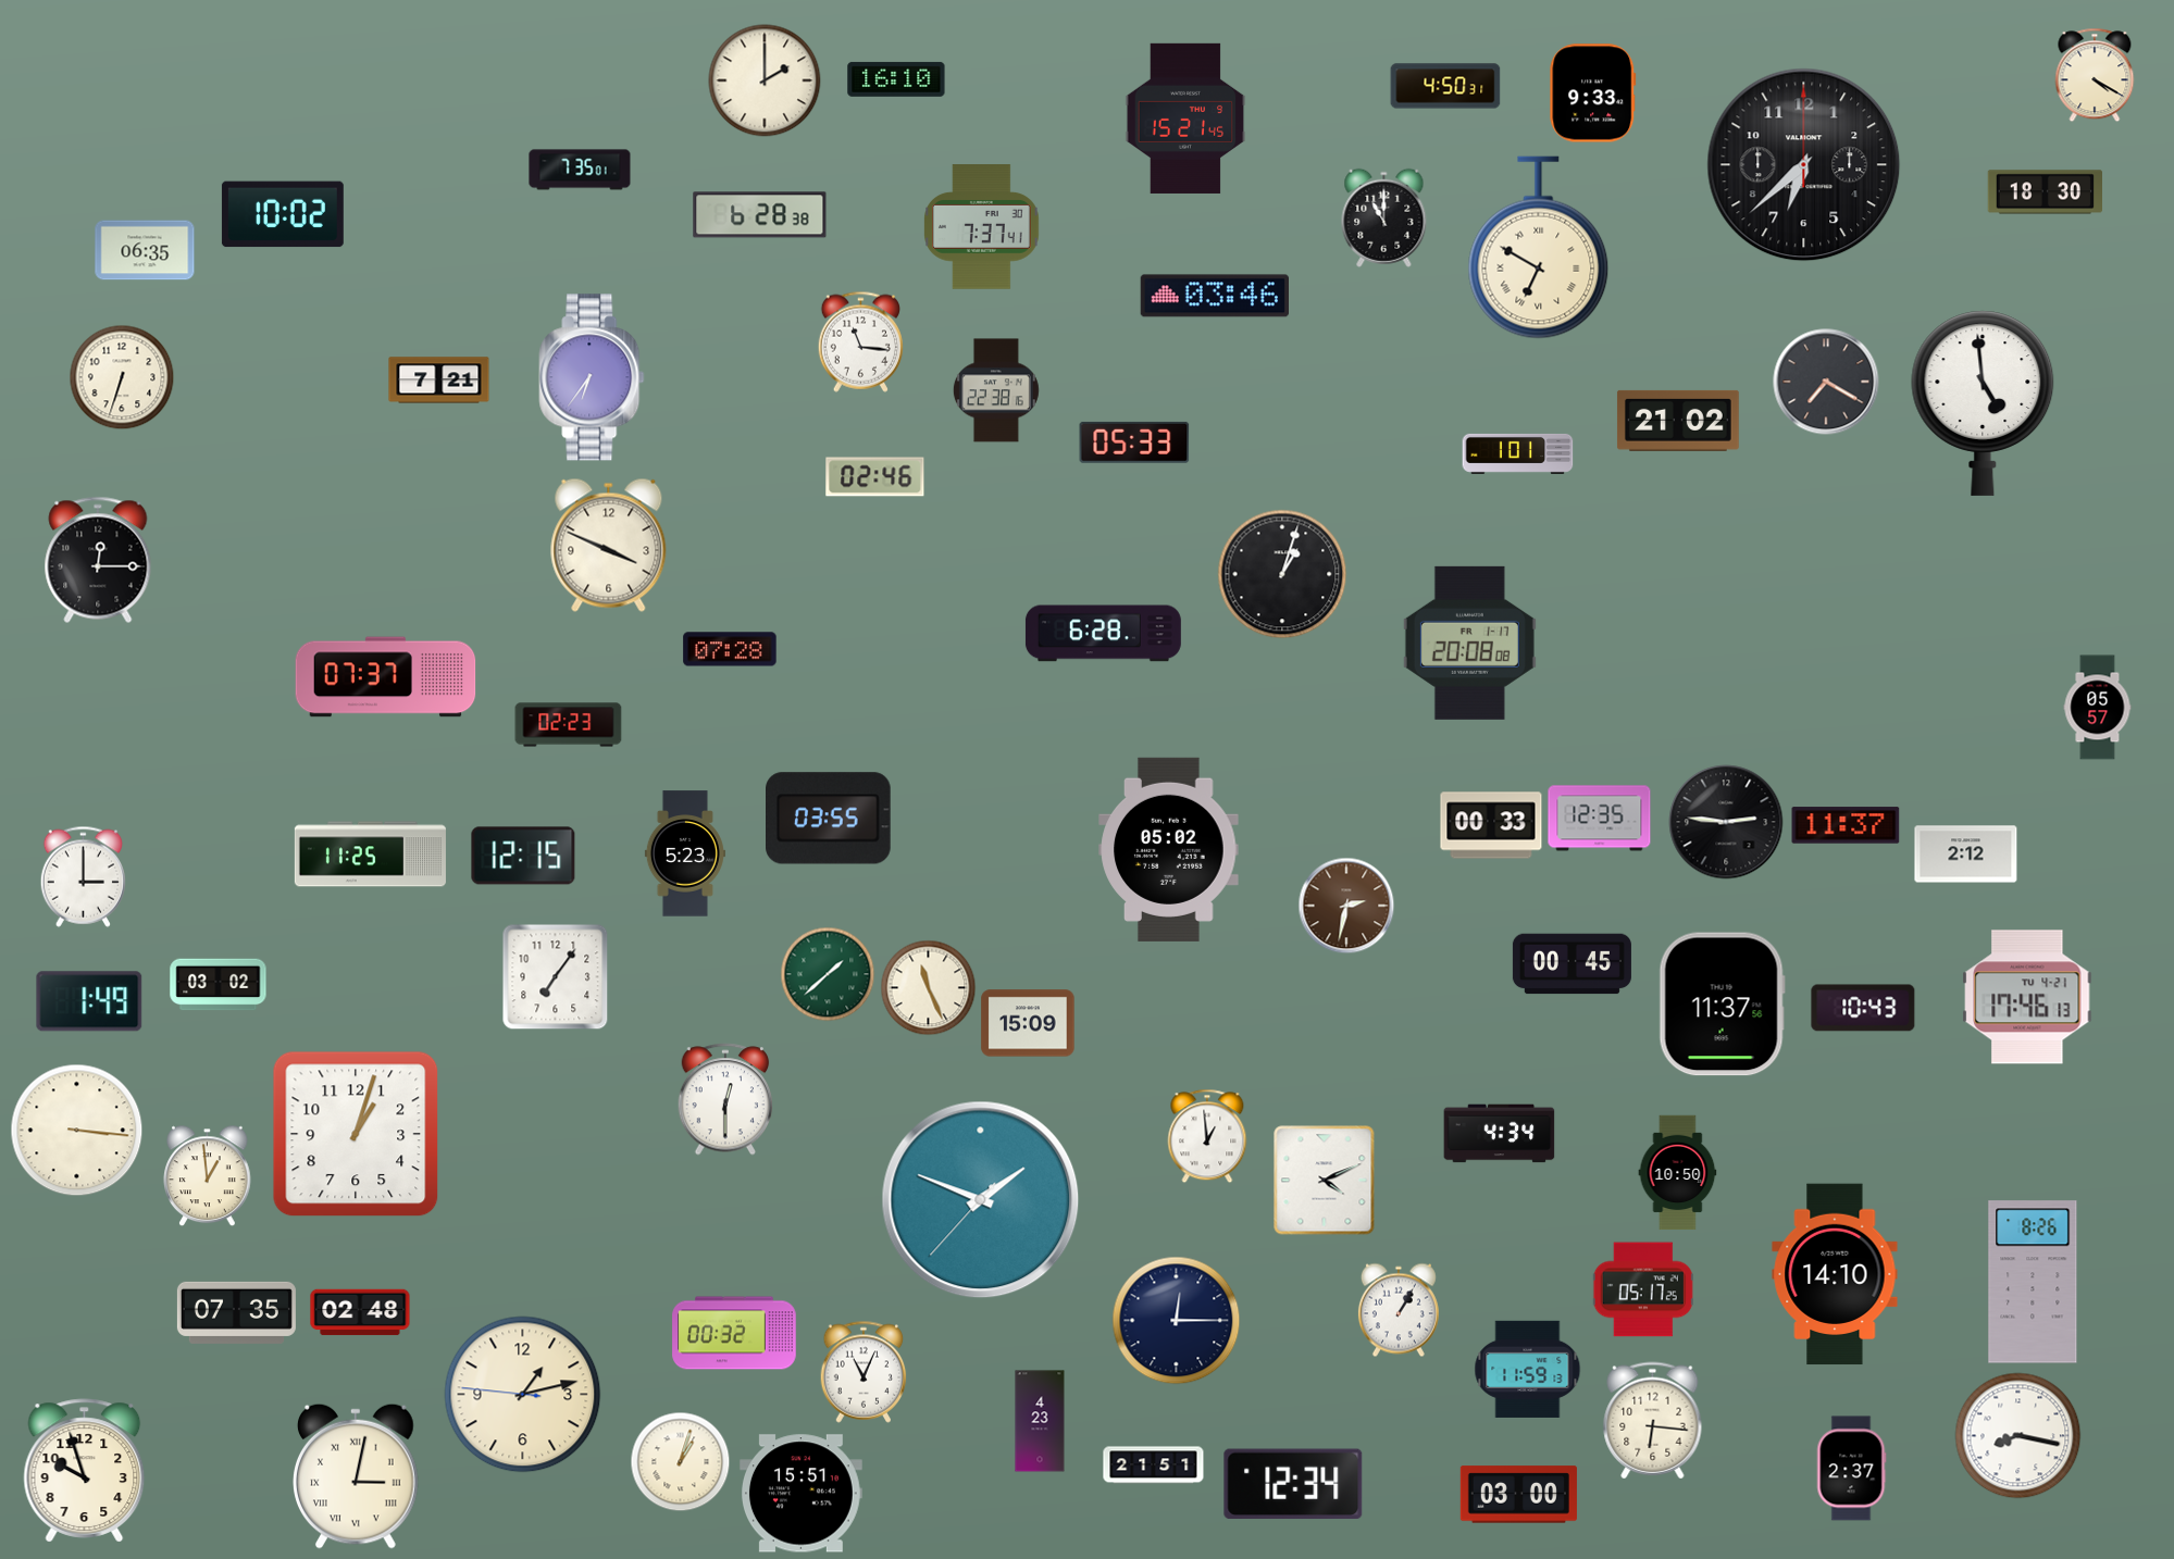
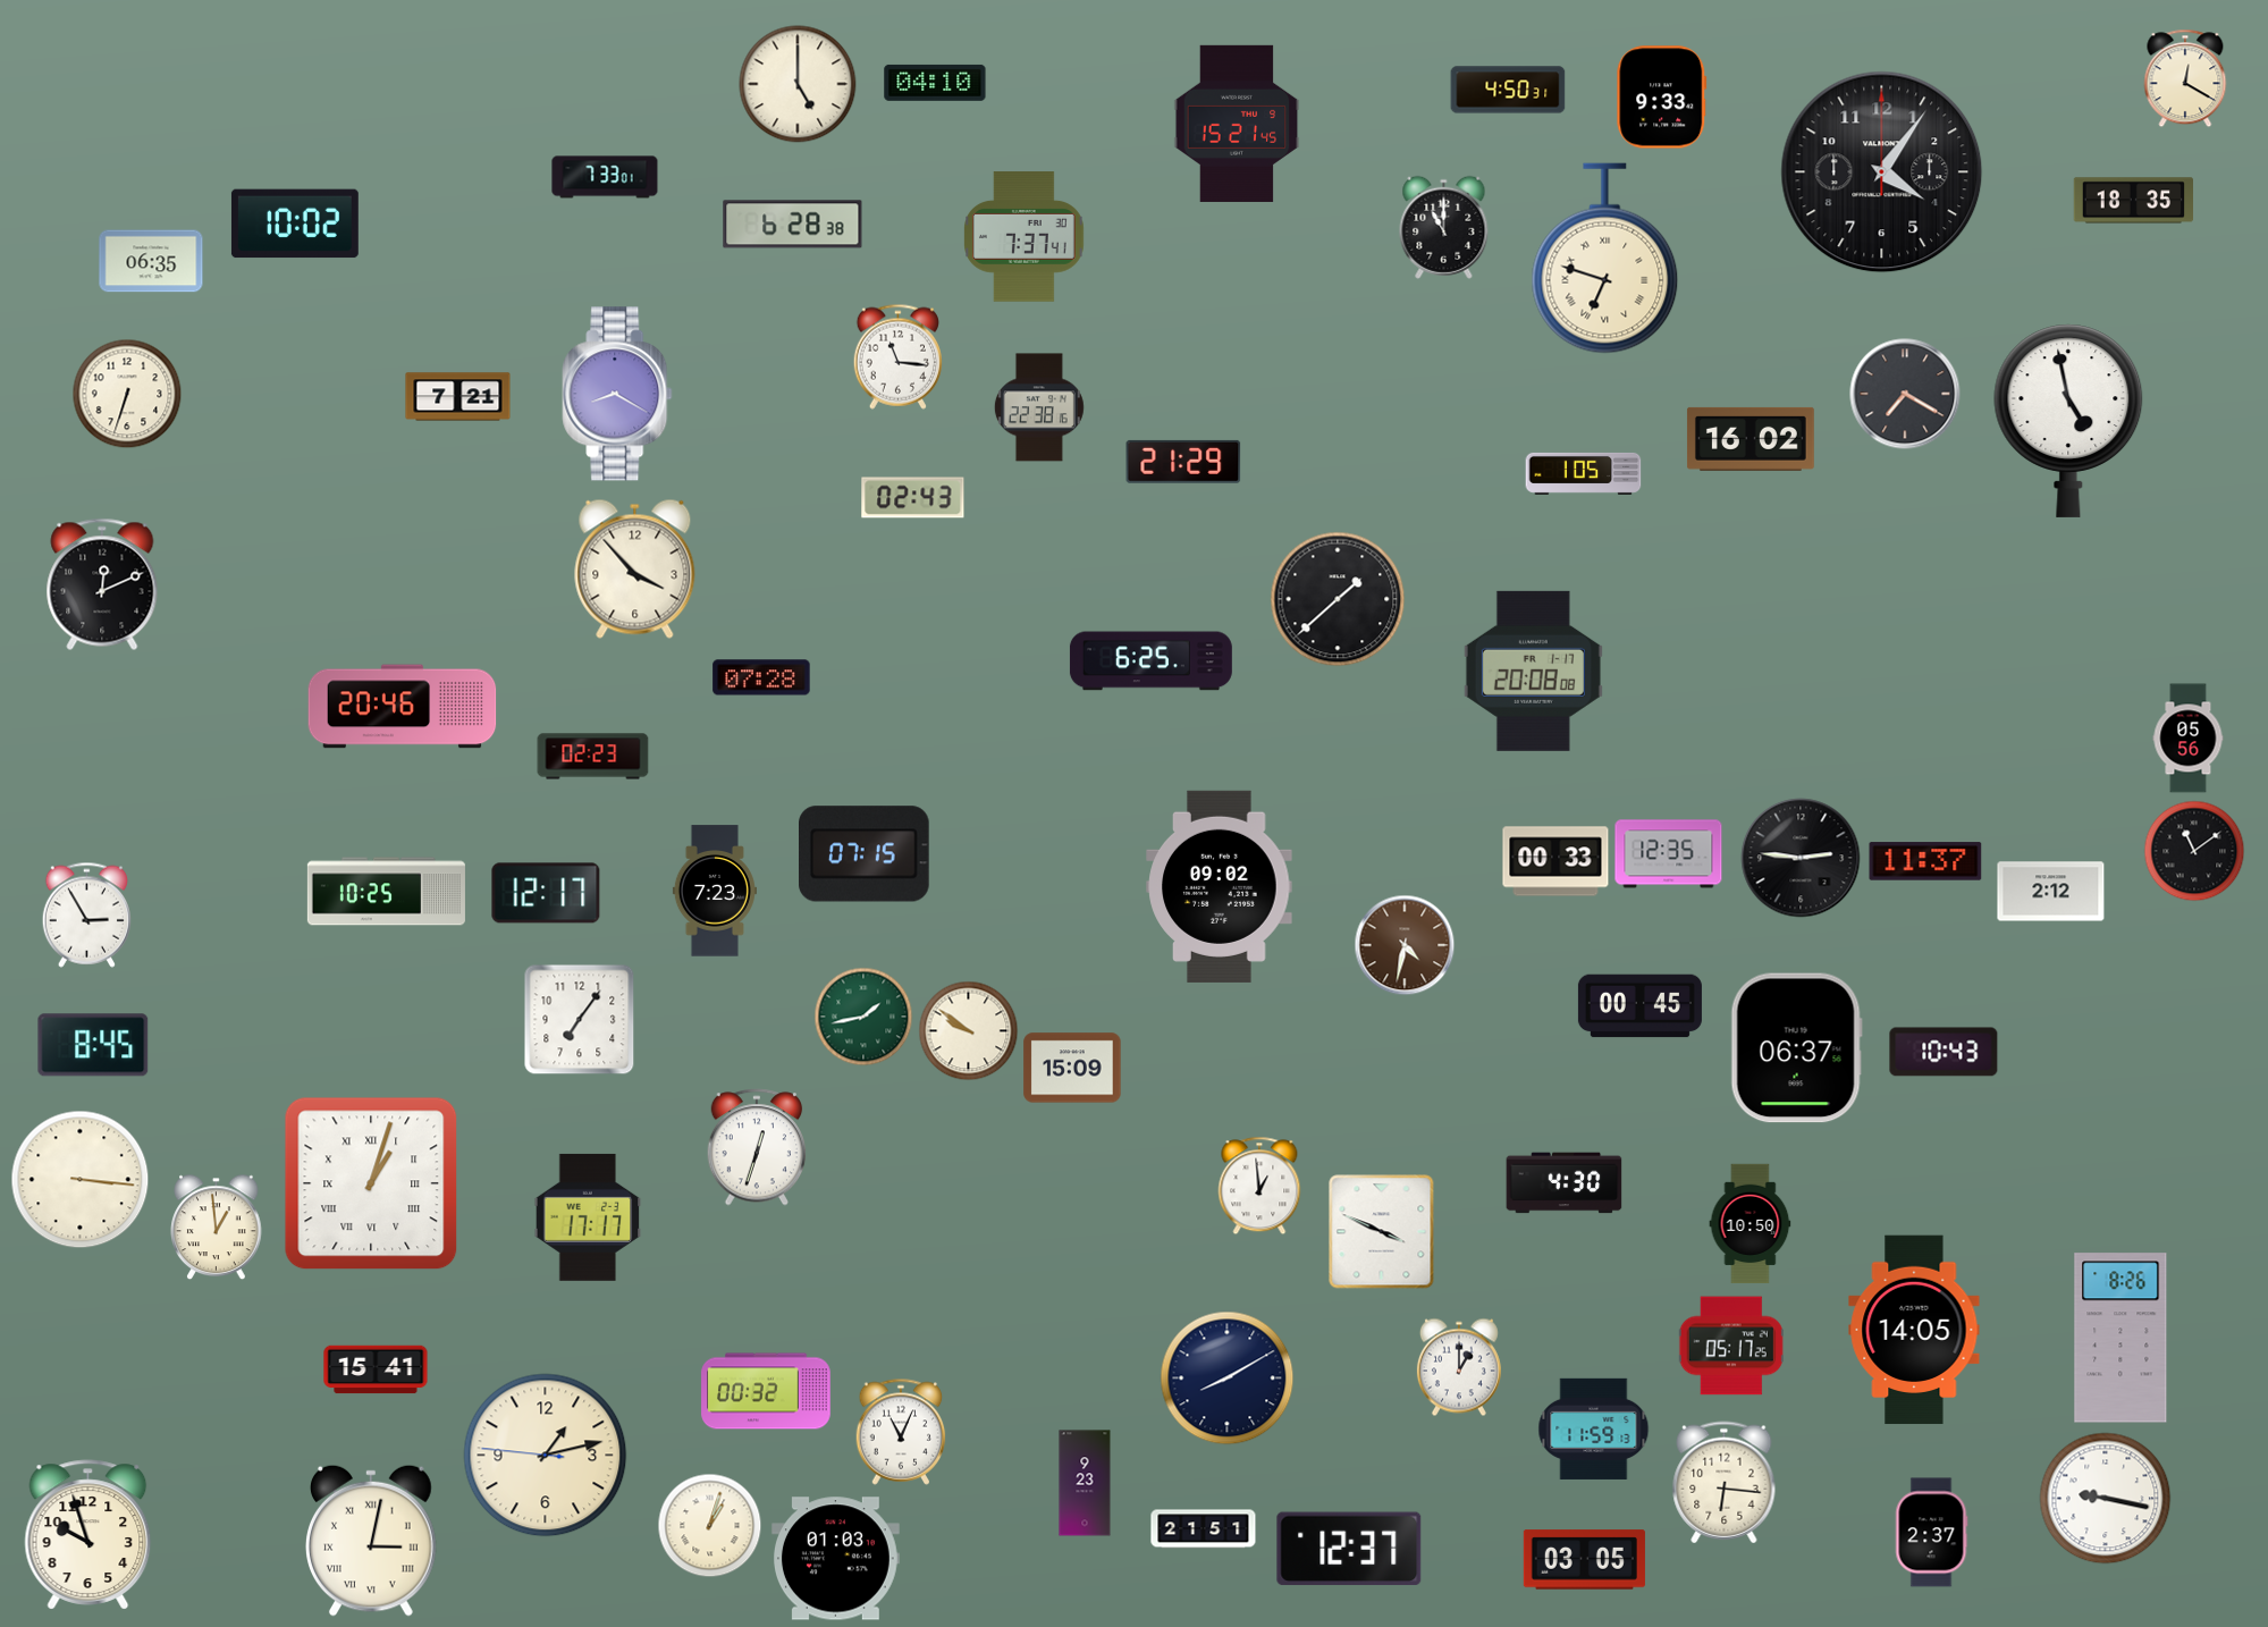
clock at (2095, 75): 4:20 -> 12:20
clock at (896, 79): 16:10 -> 04:10
clock at (765, 80): 2:00 -> 5:00
clock at (1804, 165): 6:38 -> 4:06
clock at (580, 170): 7:35 -> 7:33
clock at (2045, 192): 18:30 -> 18:35
clock at (1539, 248): 6:50 -> 6:48
clock at (1214, 296): 03:46 -> none
clock at (592, 377): 6:36 -> 8:20
clock at (1826, 382) position: (1826, 382) -> (1905, 394)
clock at (1983, 403): 4:59 -> 4:58
clock at (1678, 421): 21:02 -> 16:02
clock at (1134, 442): 05:33 -> 21:29
clock at (1518, 453): 1:01 -> 1:05
clock at (875, 477): 02:46 -> 02:43
clock at (609, 545): 3:49 -> 3:53
clock at (98, 560): 12:15 -> 12:11
clock at (1282, 574): 1:03 -> 1:38
clock at (1103, 634): 6:28 -> 6:25
clock at (386, 677): 07:37 -> 20:46
clock at (2098, 708): 05:57 -> 05:56
clock at (2194, 851): none -> 11:09
clock at (829, 819): 03:55 -> 07:15
clock at (1169, 849): 05:02 -> 09:02
clock at (685, 853): 5:23 -> 7:23
clock at (370, 855): 11:25 -> 10:25
clock at (523, 856): 12:15 -> 12:17
clock at (83, 876): 3:00 -> 2:55
clock at (1346, 906): 2:32 -> 4:32
clock at (828, 974): 1:38 -> 1:43
clock at (219, 985): 03:02 -> none
clock at (929, 988): 11:26 -> 9:51
clock at (2027, 997): 17:46 -> none
clock at (89, 1001): 1:49 -> 8:45
clock at (1722, 1005): 11:37 -> 06:37
clock at (725, 1099): 12:30 -> 12:33
clock at (356, 1134) numerals: Arabic -> Roman
clock at (1500, 1134): 4:34 -> 4:30
clock at (588, 1217): none -> 17:17
clock at (1325, 1181): 4:11 -> 3:49
clock at (981, 1200): 1:48 -> none
clock at (1835, 1274): 14:10 -> 14:05
clock at (1643, 1289) position: (1643, 1289) -> (1731, 1346)
clock at (1399, 1310): 1:05 -> 1:00
clock at (236, 1312): 07:35 -> none
clock at (360, 1312): 02:48 -> 15:41
clock at (1177, 1321): 12:15 -> 8:10
clock at (1040, 1421): 4:23 -> 9:23
clock at (2018, 1436): 8:17 -> 9:17
clock at (1293, 1484): 12:34 -> 12:37
clock at (800, 1494): 15:51 -> 01:03
clock at (1518, 1495): 03:00 -> 03:05
